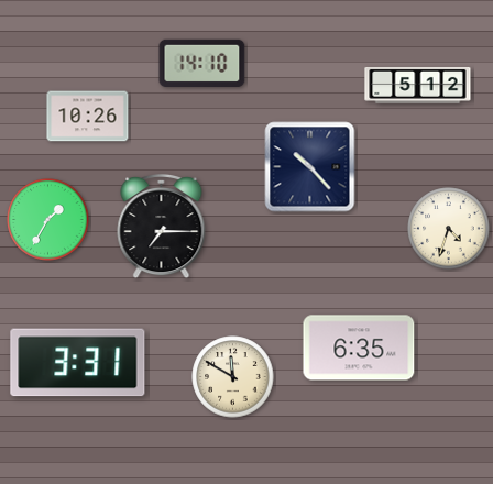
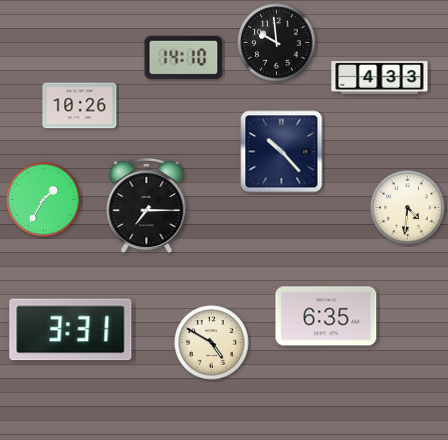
clock at (277, 43): none -> 9:59
clock at (418, 86): 5:12 -> 4:33
clock at (449, 229): 4:33 -> 4:31
clock at (233, 377): 11:50 -> 4:50
